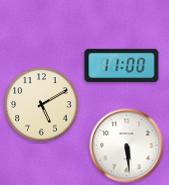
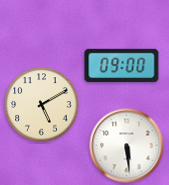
clock at (122, 66): 11:00 -> 09:00
